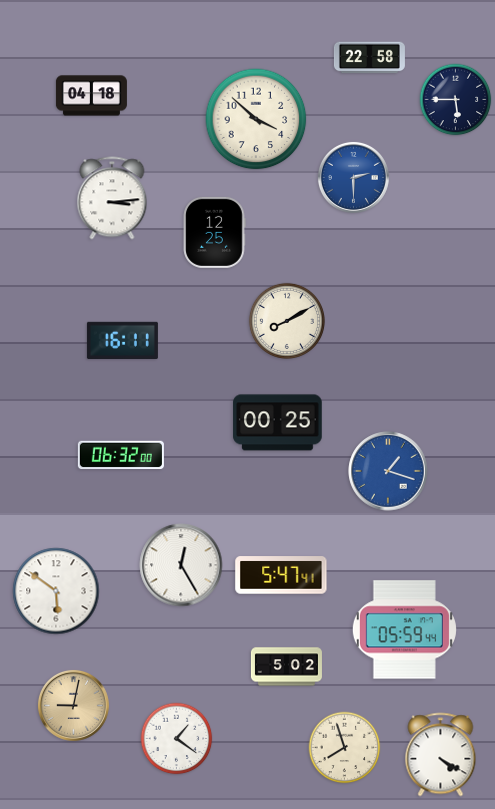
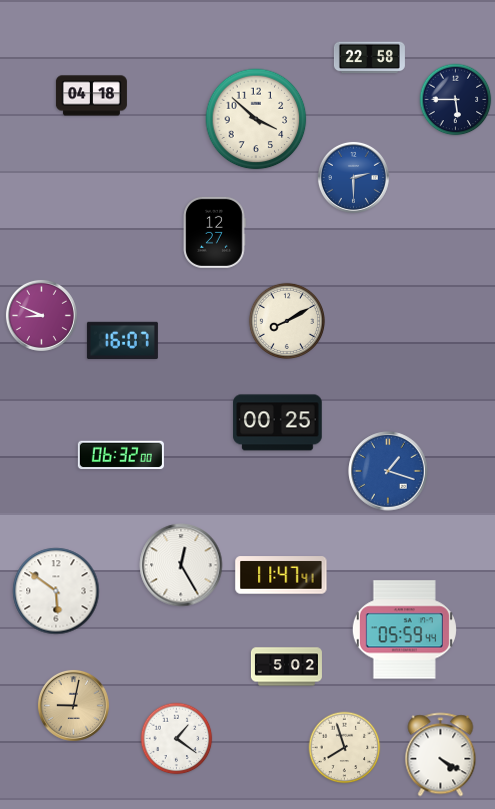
clock at (112, 198): 3:14 -> none
clock at (214, 232): 12:25 -> 12:27
clock at (41, 315): none -> 8:49
clock at (122, 340): 16:11 -> 16:07
clock at (281, 575): 5:47 -> 11:47
